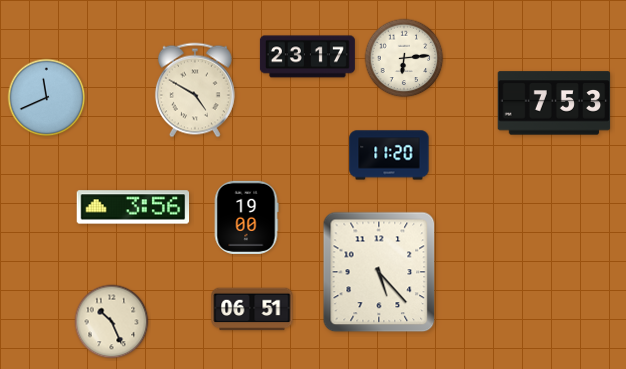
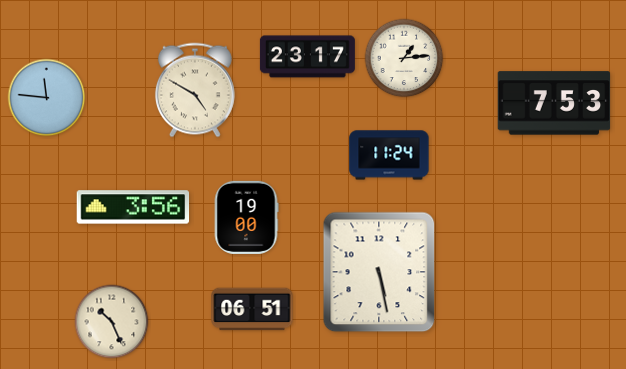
clock at (404, 58): 6:14 -> 1:14
clock at (47, 98): 11:41 -> 11:46
clock at (389, 155): 11:20 -> 11:24
clock at (379, 272): 5:23 -> 5:28
